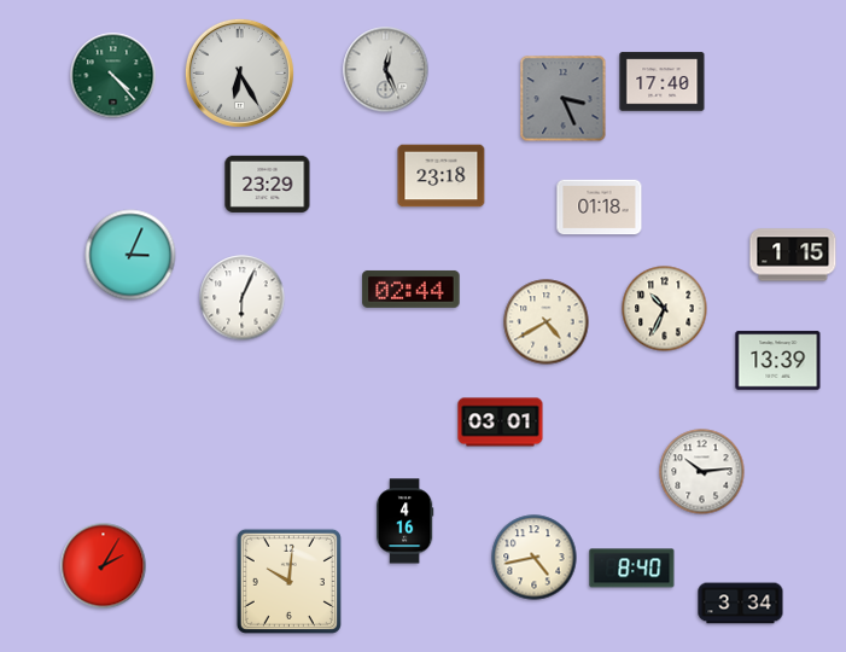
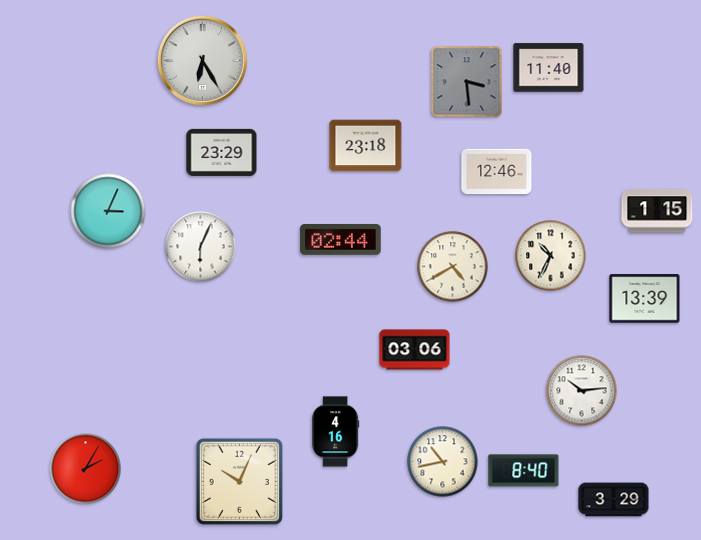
clock at (386, 70): 12:26 -> none
clock at (239, 72) position: (239, 72) -> (202, 60)
clock at (113, 76): 4:23 -> none
clock at (663, 82): 17:40 -> 11:40
clock at (564, 99): 3:26 -> 3:29
clock at (600, 208): 01:18 -> 12:46
clock at (501, 423): 03:01 -> 03:06
clock at (535, 558): 4:43 -> 10:43
clock at (288, 581): 10:01 -> 10:04
clock at (741, 604): 3:34 -> 3:29
